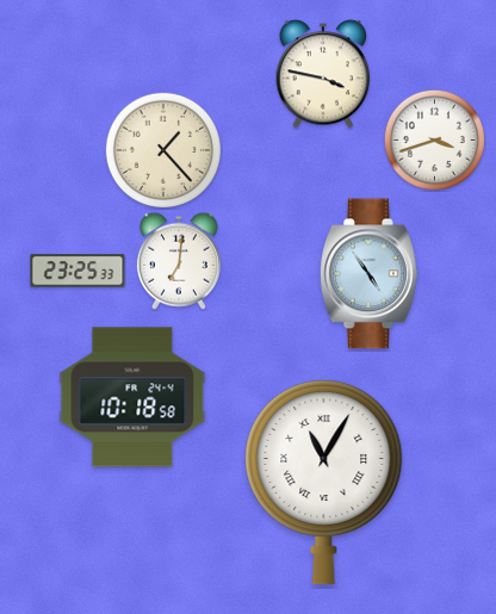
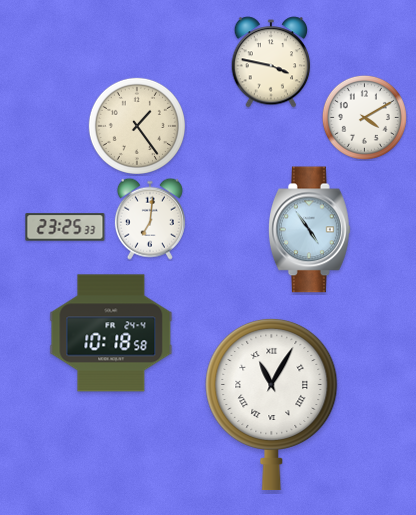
clock at (434, 139): 3:42 -> 4:10
clock at (163, 150): 1:23 -> 1:24
